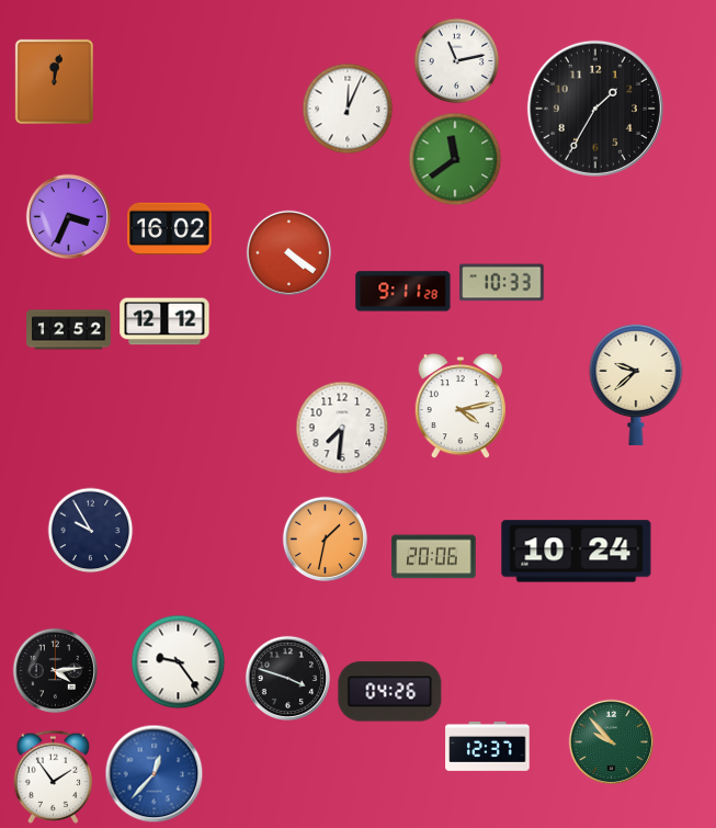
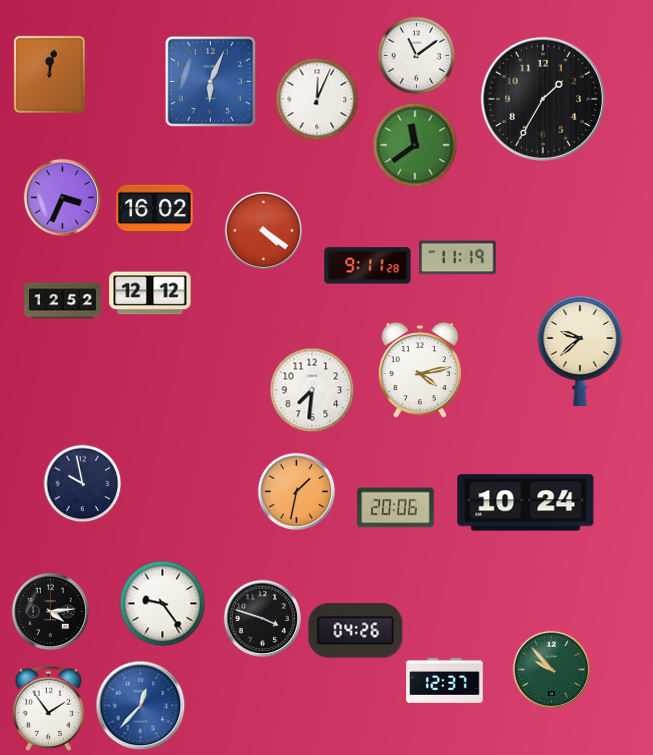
clock at (456, 60): 11:13 -> 11:09
clock at (210, 81): none -> 6:04
clock at (502, 283): 10:33 -> 11:19
clock at (90, 530): 9:55 -> 9:58
clock at (611, 741) position: (611, 741) -> (551, 669)
